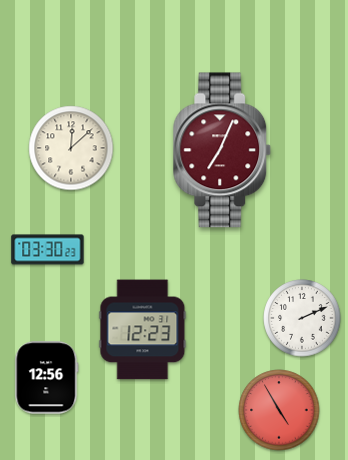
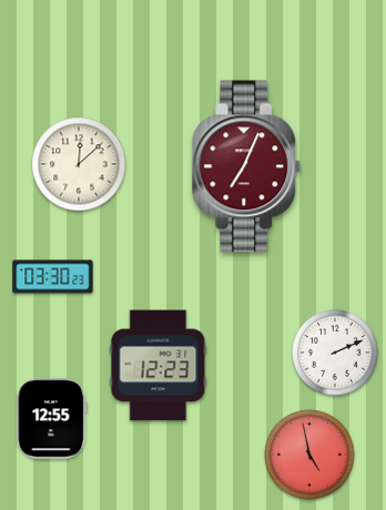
clock at (47, 378): 12:56 -> 12:55
clock at (279, 410): 4:55 -> 4:58
